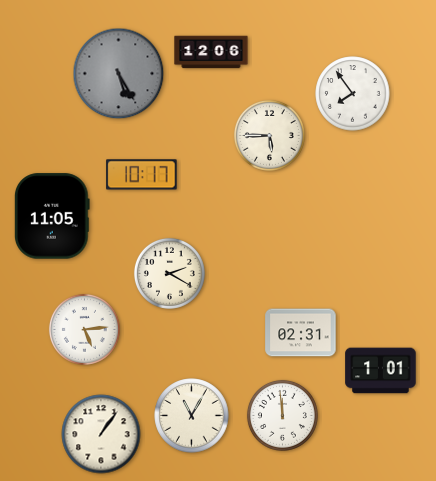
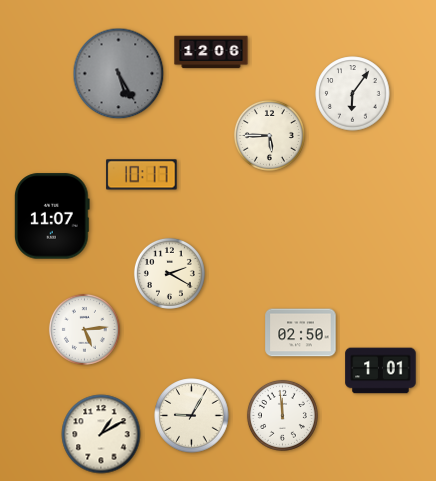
clock at (353, 94): 7:54 -> 6:06
clock at (52, 216): 11:05 -> 11:07
clock at (301, 333): 02:31 -> 02:50
clock at (192, 416): 11:05 -> 9:05
clock at (101, 434): 1:06 -> 1:10
